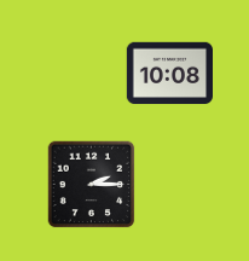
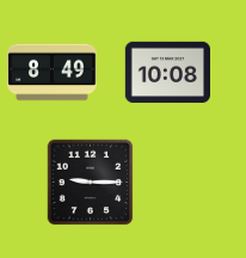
clock at (53, 73): none -> 8:49
clock at (92, 185): 2:15 -> 9:15
